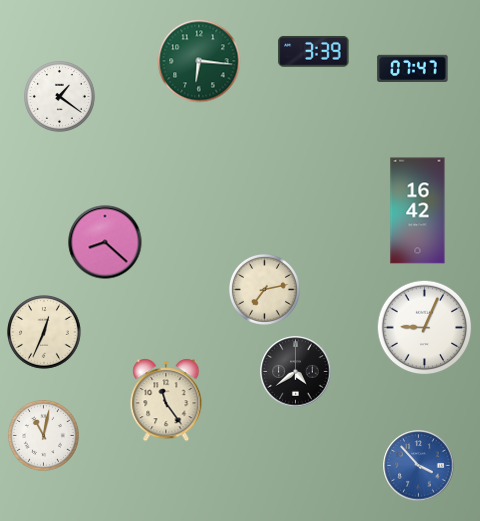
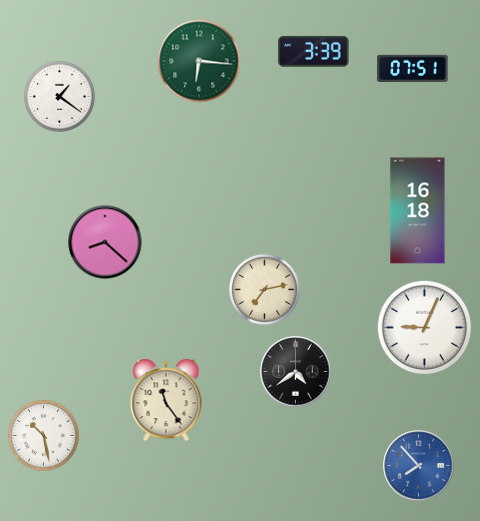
clock at (413, 68): 07:47 -> 07:51
clock at (418, 211): 16:42 -> 16:18
clock at (44, 332): 12:34 -> none
clock at (43, 435): 11:02 -> 10:28
clock at (419, 466): 3:53 -> 7:53
